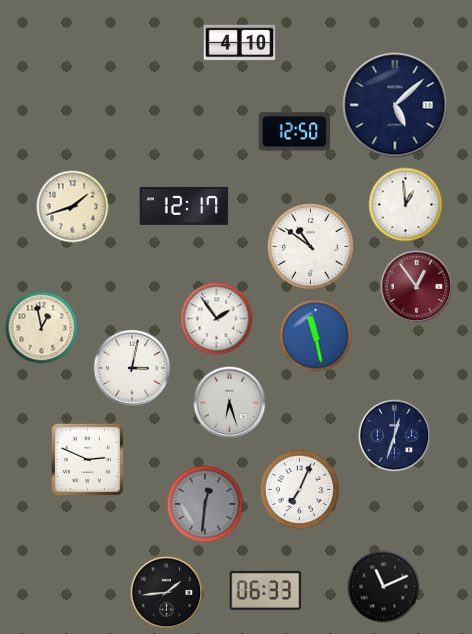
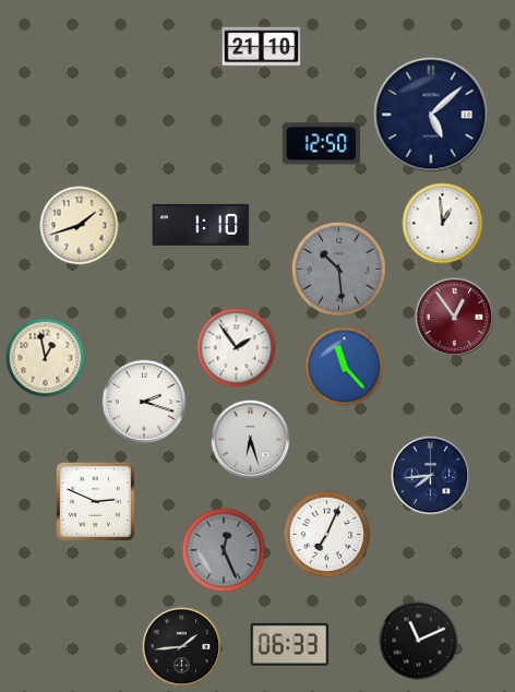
clock at (240, 43): 4:10 -> 21:10
clock at (184, 206): 12:17 -> 1:10
clock at (310, 246): 10:51 -> 10:29
clock at (310, 246) dial: white -> grey
clock at (417, 287) position: (417, 287) -> (455, 318)
clock at (316, 336): 11:28 -> 11:23
clock at (132, 368): 3:02 -> 2:18
clock at (395, 436): 12:33 -> 7:44
clock at (205, 504): 12:31 -> 12:26
